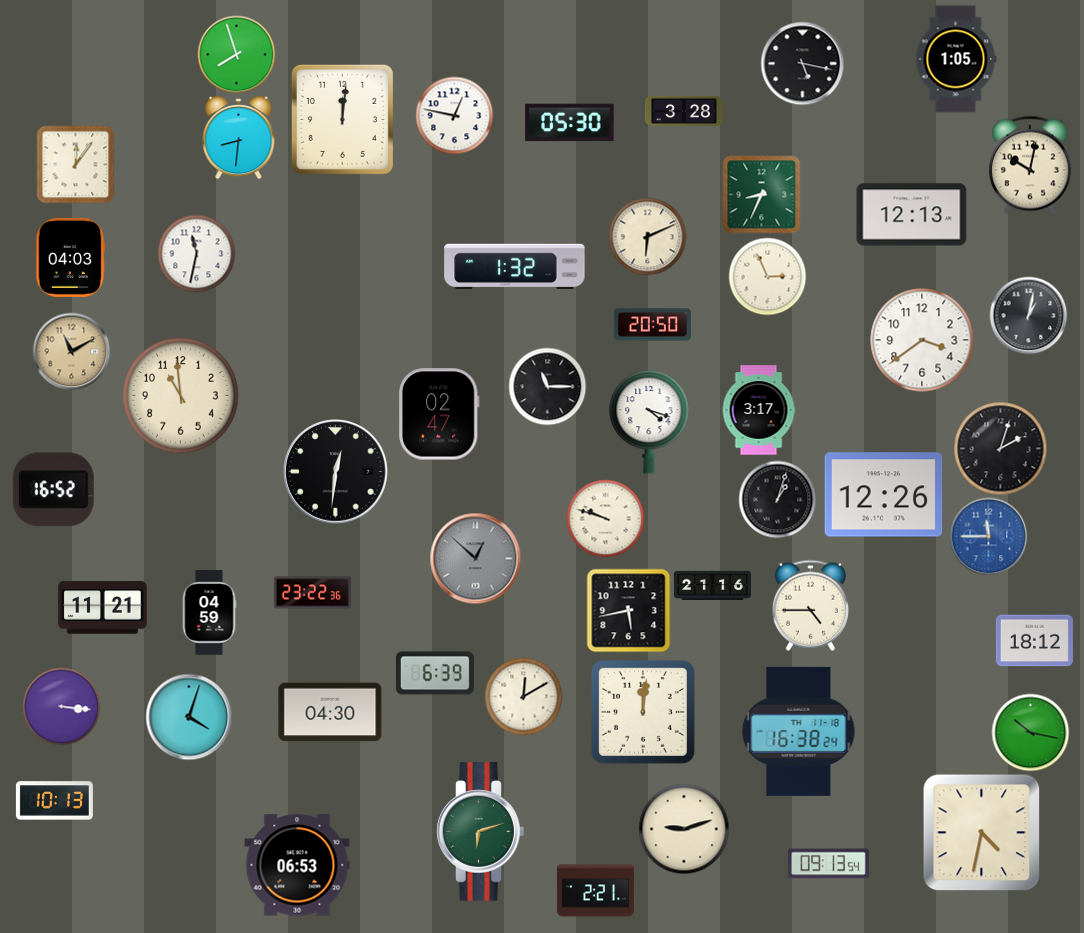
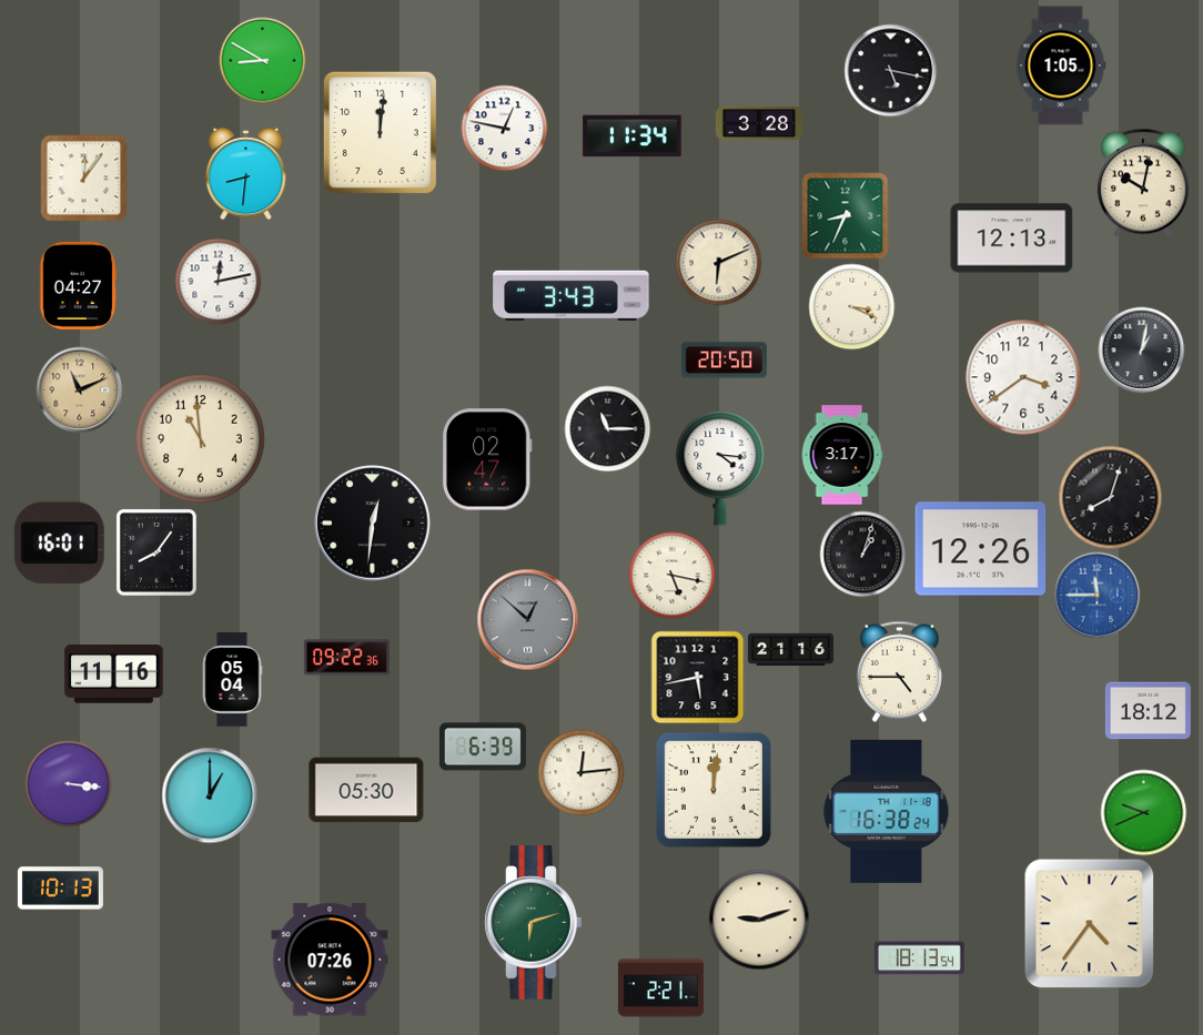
clock at (236, 54): 7:57 -> 8:50
clock at (570, 123): 05:30 -> 11:34
clock at (239, 137) position: (239, 137) -> (246, 173)
clock at (75, 164) position: (75, 164) -> (83, 177)
clock at (196, 253): 11:32 -> 12:13
clock at (70, 257): 04:03 -> 04:27
clock at (515, 266): 1:32 -> 3:43
clock at (767, 276): 2:56 -> 3:19
clock at (71, 351): 11:10 -> 11:11
clock at (649, 423): 4:18 -> 4:16
clock at (1000, 448): 2:03 -> 8:03
clock at (53, 490): 16:52 -> 16:01
clock at (156, 552): none -> 8:06
clock at (605, 518): 9:48 -> 5:17
clock at (312, 593): 23:22 -> 09:22
clock at (103, 608): 11:21 -> 11:16
clock at (209, 613): 04:59 -> 05:04
clock at (523, 696): 12:10 -> 12:14
clock at (330, 712): 04:30 -> 05:30
clock at (189, 717): 4:03 -> 1:00
clock at (1030, 732): 10:17 -> 9:41
clock at (982, 833): 4:32 -> 4:36
clock at (828, 864): 09:13 -> 18:13
clock at (297, 865): 06:53 -> 07:26
